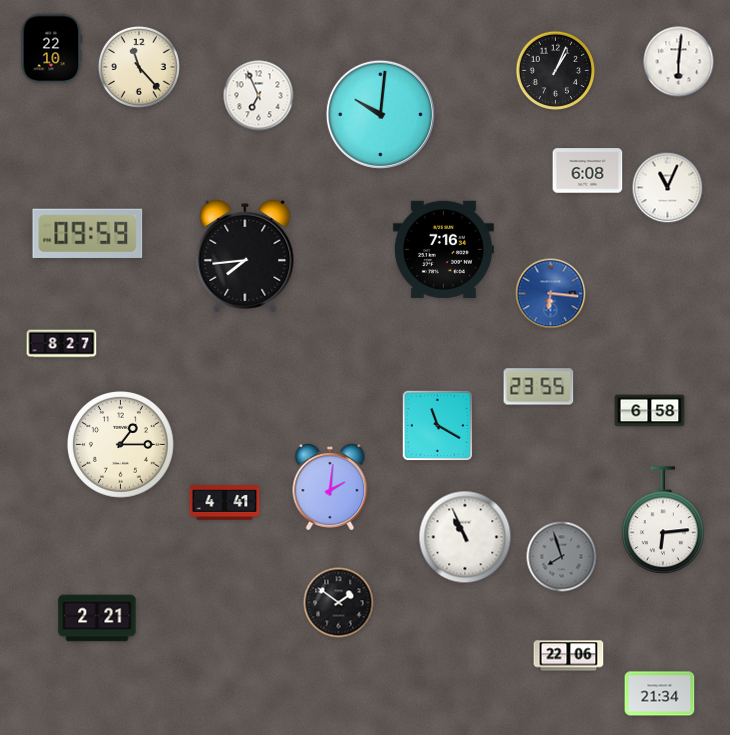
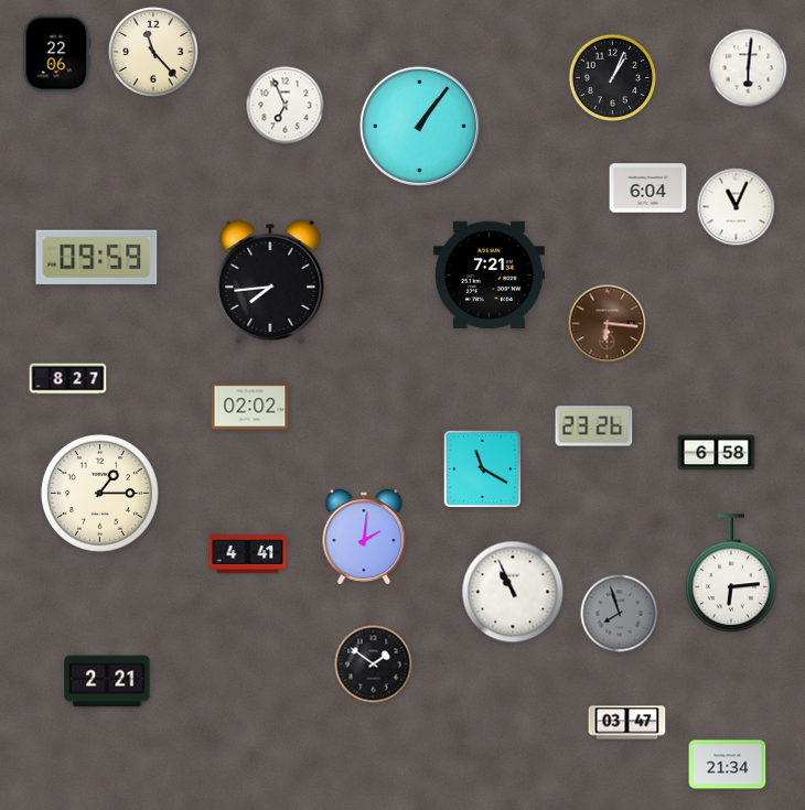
clock at (51, 49): 22:10 -> 22:06
clock at (139, 67) position: (139, 67) -> (153, 52)
clock at (380, 114): 10:01 -> 1:06
clock at (588, 171): 6:08 -> 6:04
clock at (443, 249): 7:16 -> 7:21
clock at (551, 294) dial: blue -> brown
clock at (250, 407): none -> 02:02
clock at (539, 387): 23:55 -> 23:26
clock at (121, 445) position: (121, 445) -> (100, 494)
clock at (569, 656): 22:06 -> 03:47
